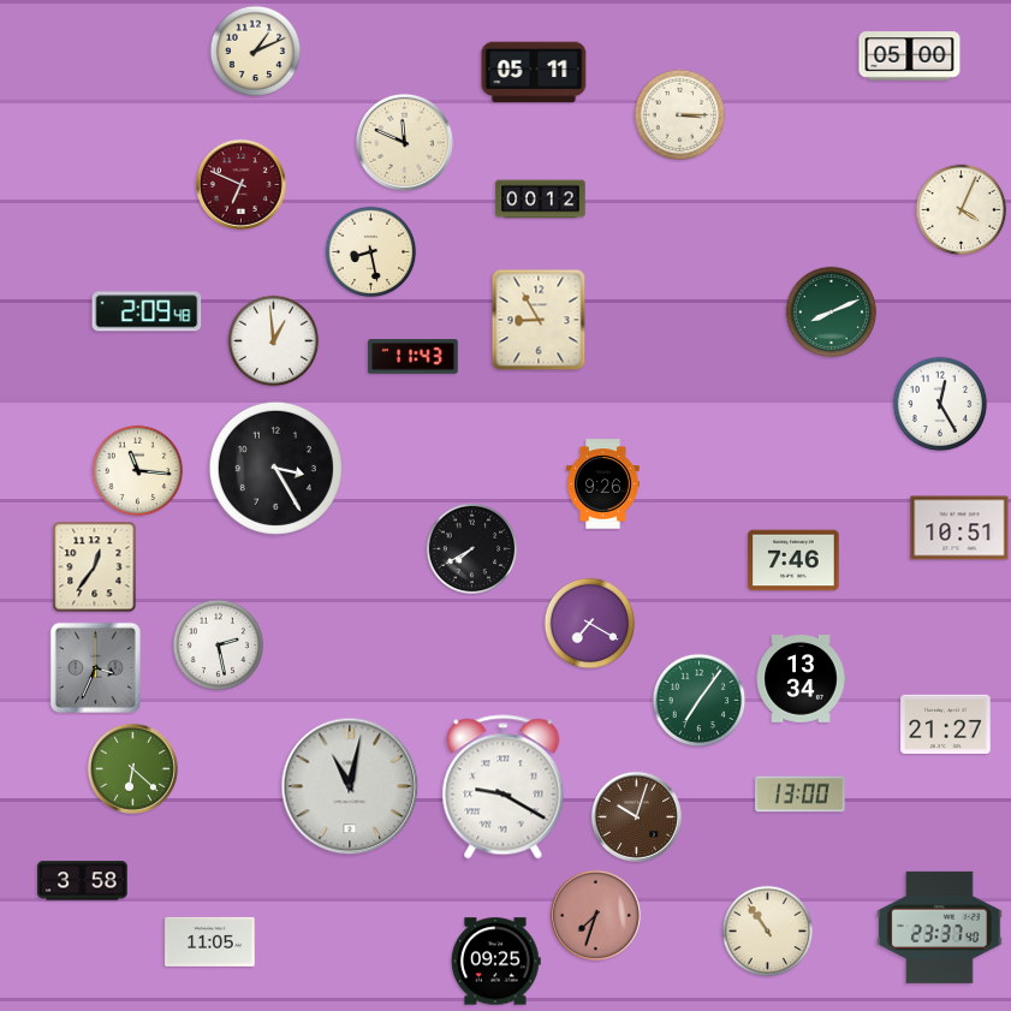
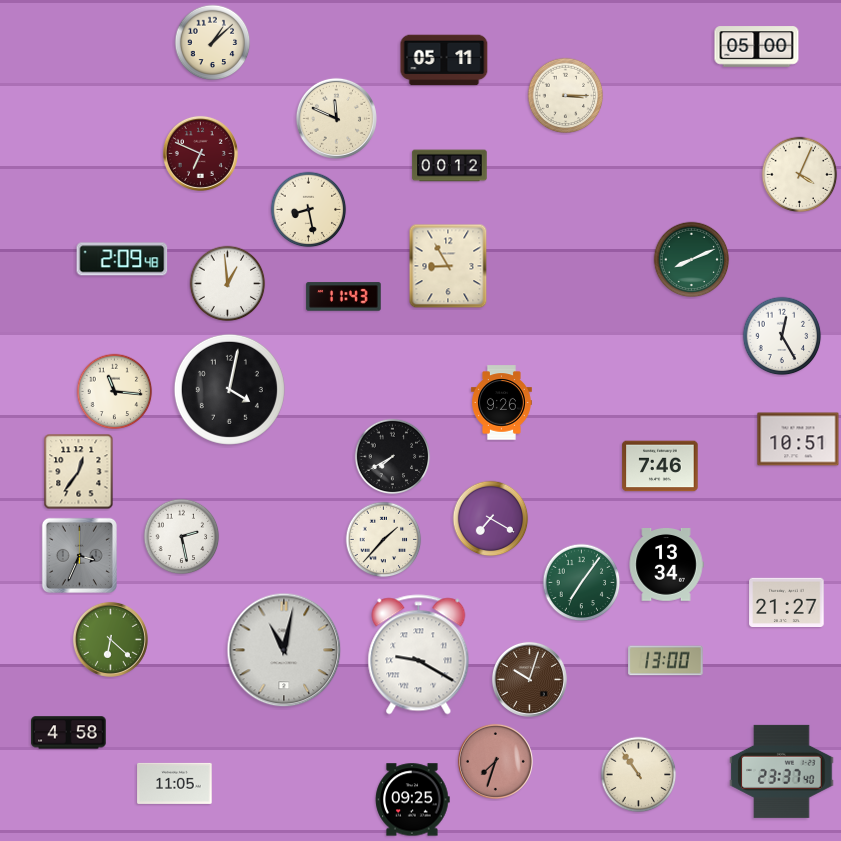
clock at (256, 52): 1:11 -> 1:08
clock at (275, 468): 3:25 -> 4:02
clock at (384, 540): none -> 1:37
clock at (350, 786) position: (350, 786) -> (284, 650)
clock at (83, 881): 3:58 -> 4:58
